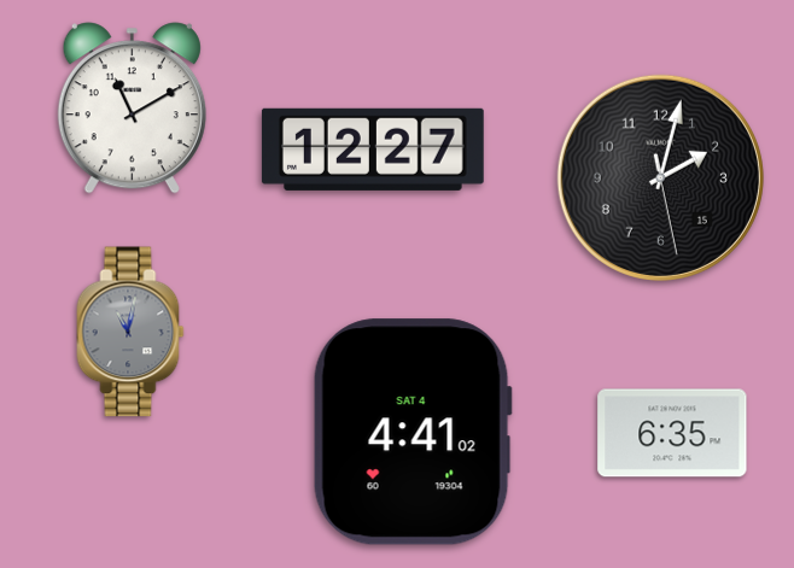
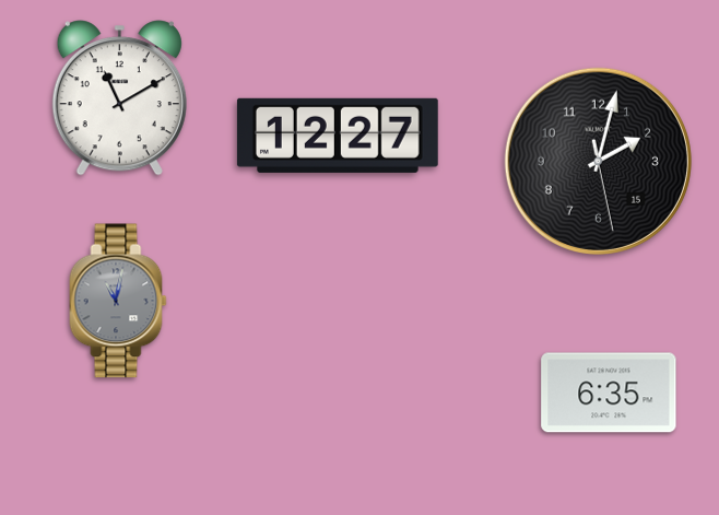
clock at (413, 432): 4:41 -> none
